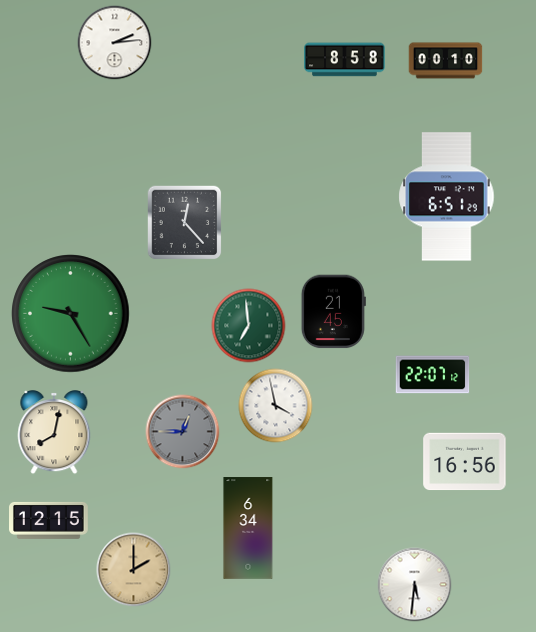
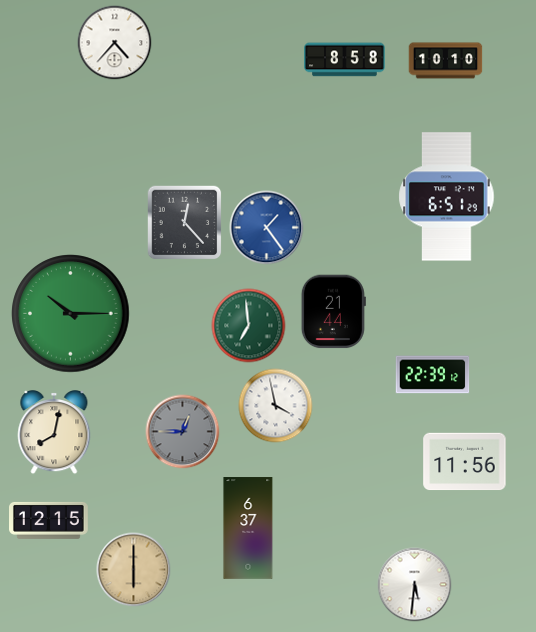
clock at (115, 43): 2:14 -> 4:37
clock at (446, 61): 00:10 -> 10:10
clock at (267, 228): none -> 1:24
clock at (333, 312): 21:45 -> 21:44
clock at (71, 314): 9:25 -> 10:15
clock at (433, 375): 22:07 -> 22:39
clock at (465, 462): 16:56 -> 11:56
clock at (248, 528): 6:34 -> 6:37
clock at (134, 570): 2:00 -> 6:00
